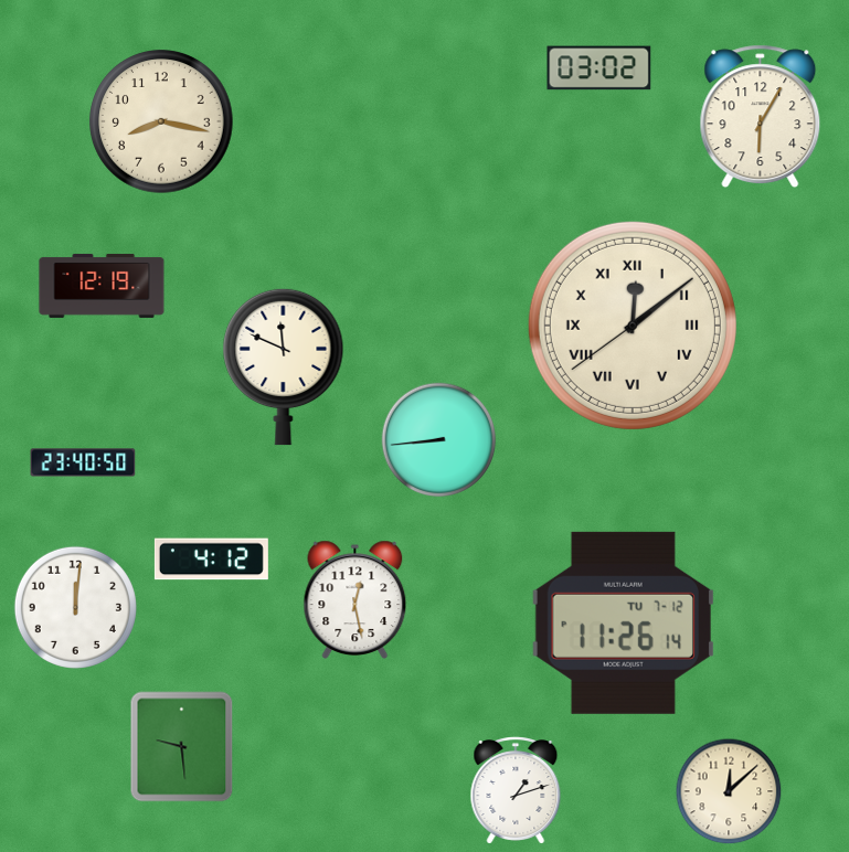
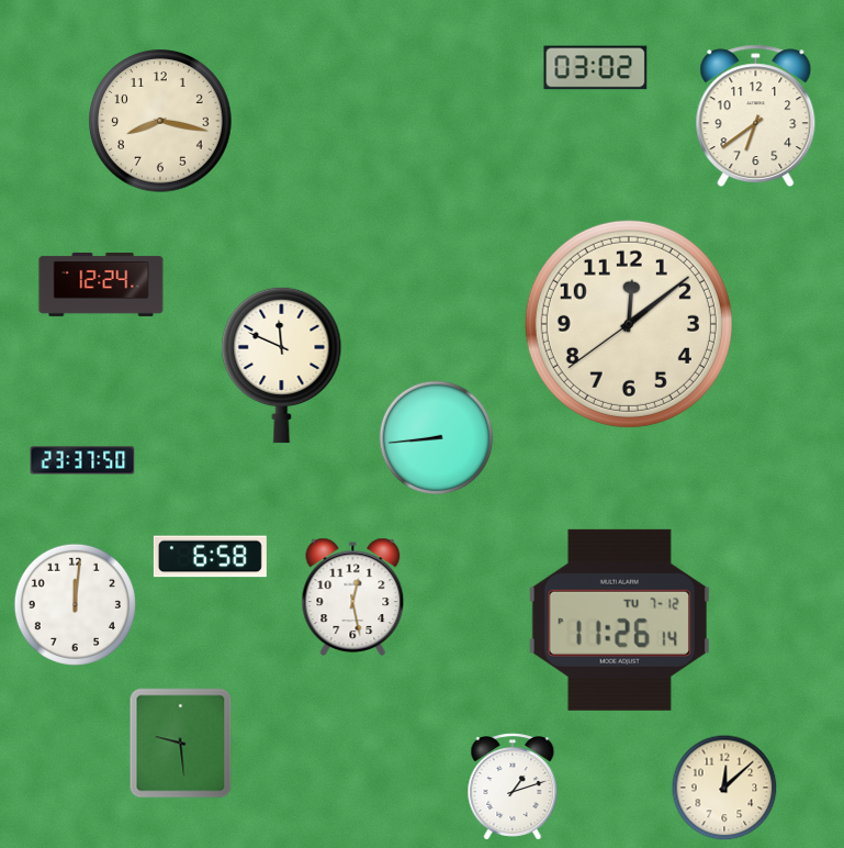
clock at (761, 117): 6:05 -> 6:39
clock at (102, 286): 12:19 -> 12:24
clock at (633, 326) numerals: Roman -> Arabic
clock at (83, 462): 23:40 -> 23:37
clock at (211, 560): 4:12 -> 6:58
